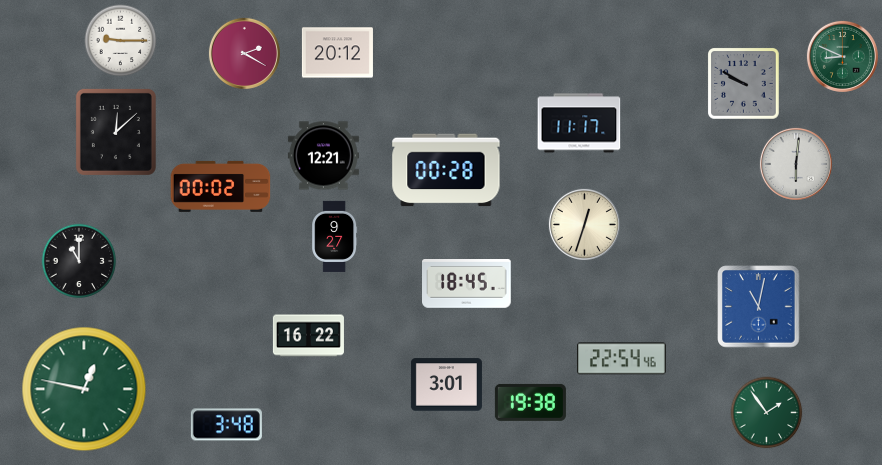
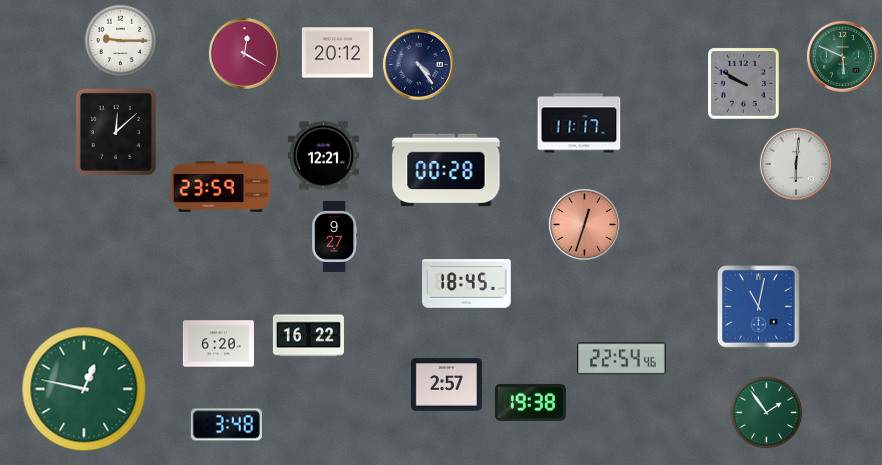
clock at (244, 53): 2:20 -> 12:20
clock at (842, 56): 8:49 -> 5:49
clock at (418, 64): none -> 4:24
clock at (221, 186): 00:02 -> 23:59
clock at (584, 224) dial: cream -> salmon
clock at (79, 261): 11:00 -> none
clock at (218, 344): none -> 6:20
clock at (446, 385): 3:01 -> 2:57
